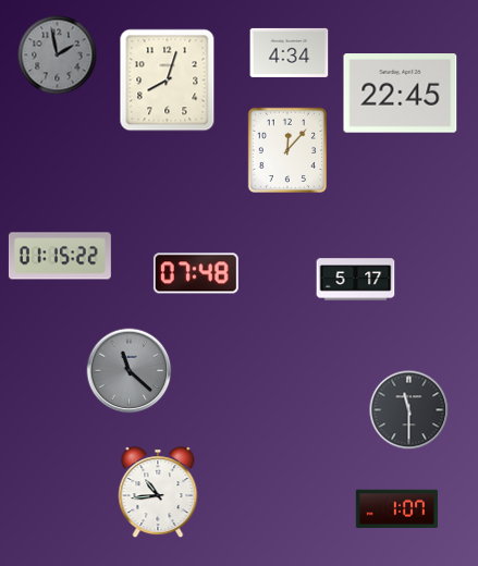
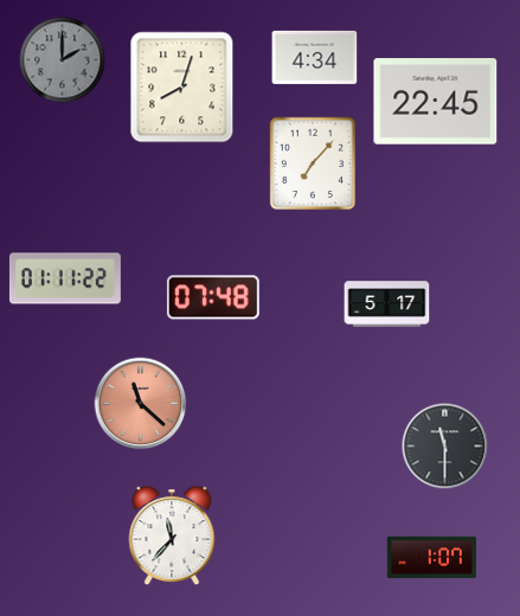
clock at (58, 56): 1:58 -> 2:00
clock at (286, 149): 12:07 -> 7:07
clock at (60, 256): 01:15 -> 01:11
clock at (130, 371) dial: grey -> salmon
clock at (158, 493): 10:44 -> 11:37
clock at (396, 509) position: (396, 509) -> (431, 558)
